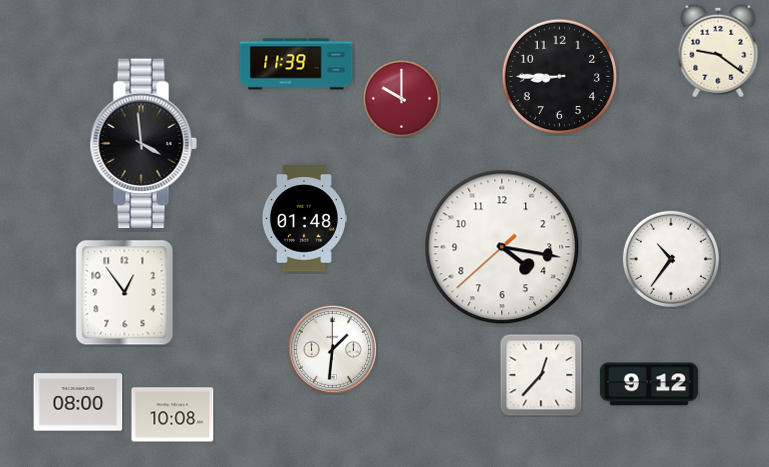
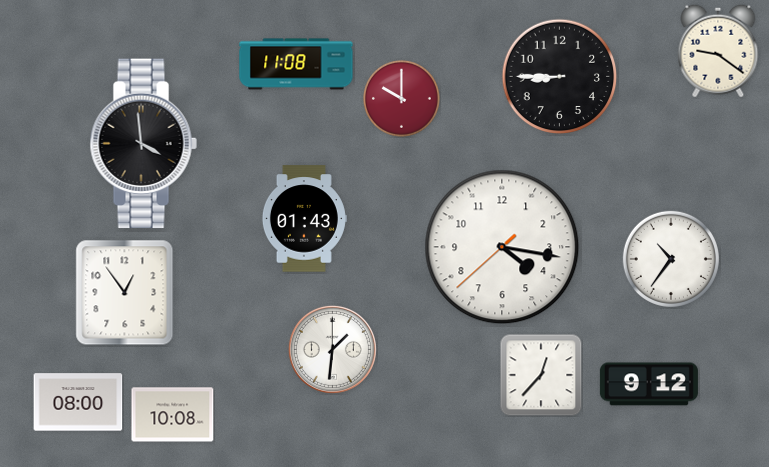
clock at (296, 64): 11:39 -> 11:08
clock at (304, 219): 01:48 -> 01:43
